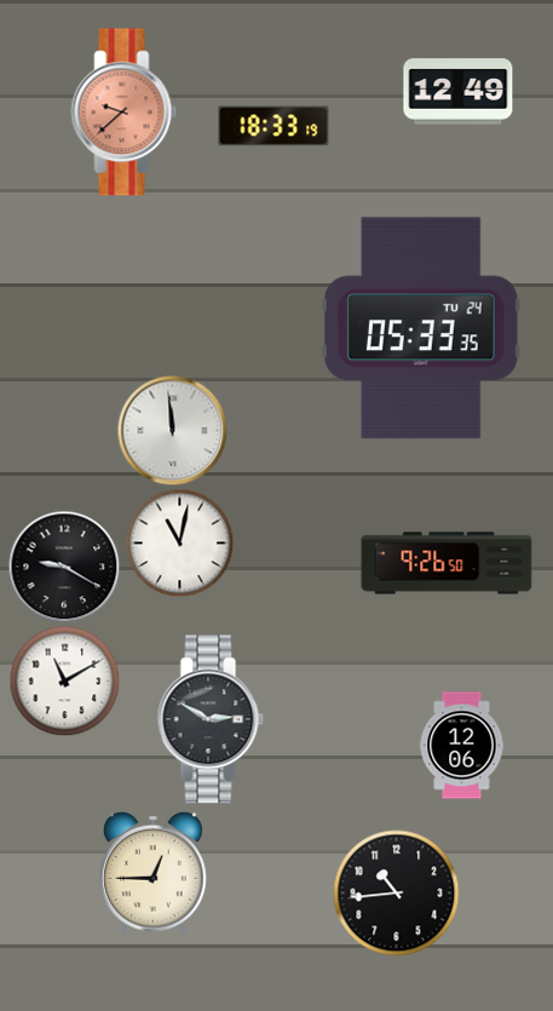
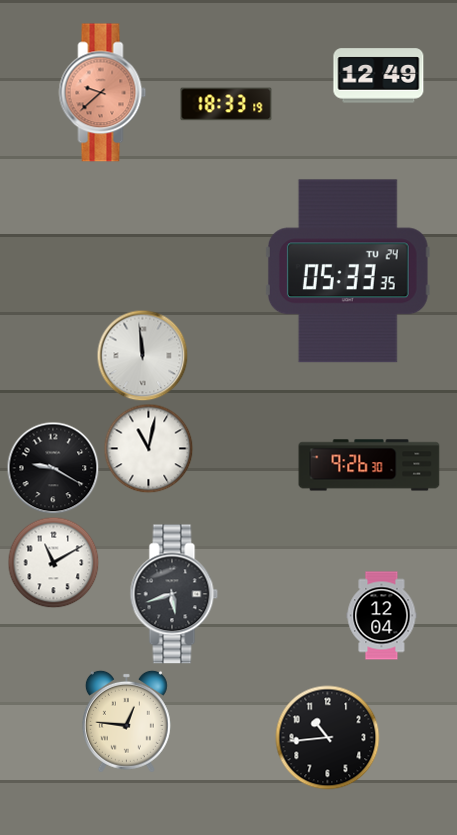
clock at (447, 563): 9:26:50 -> 9:26:30
clock at (211, 719): 2:50 -> 5:42
clock at (462, 746): 12:06 -> 12:04
clock at (152, 873): 12:45 -> 12:46
